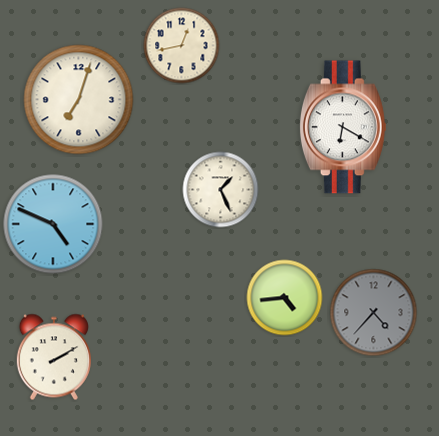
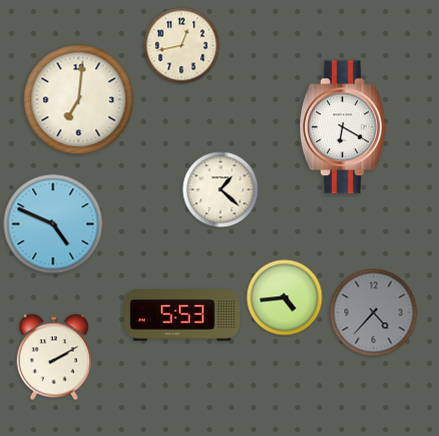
clock at (79, 100): 7:03 -> 7:01
clock at (221, 190): 1:26 -> 1:22
clock at (183, 315): none -> 5:53
